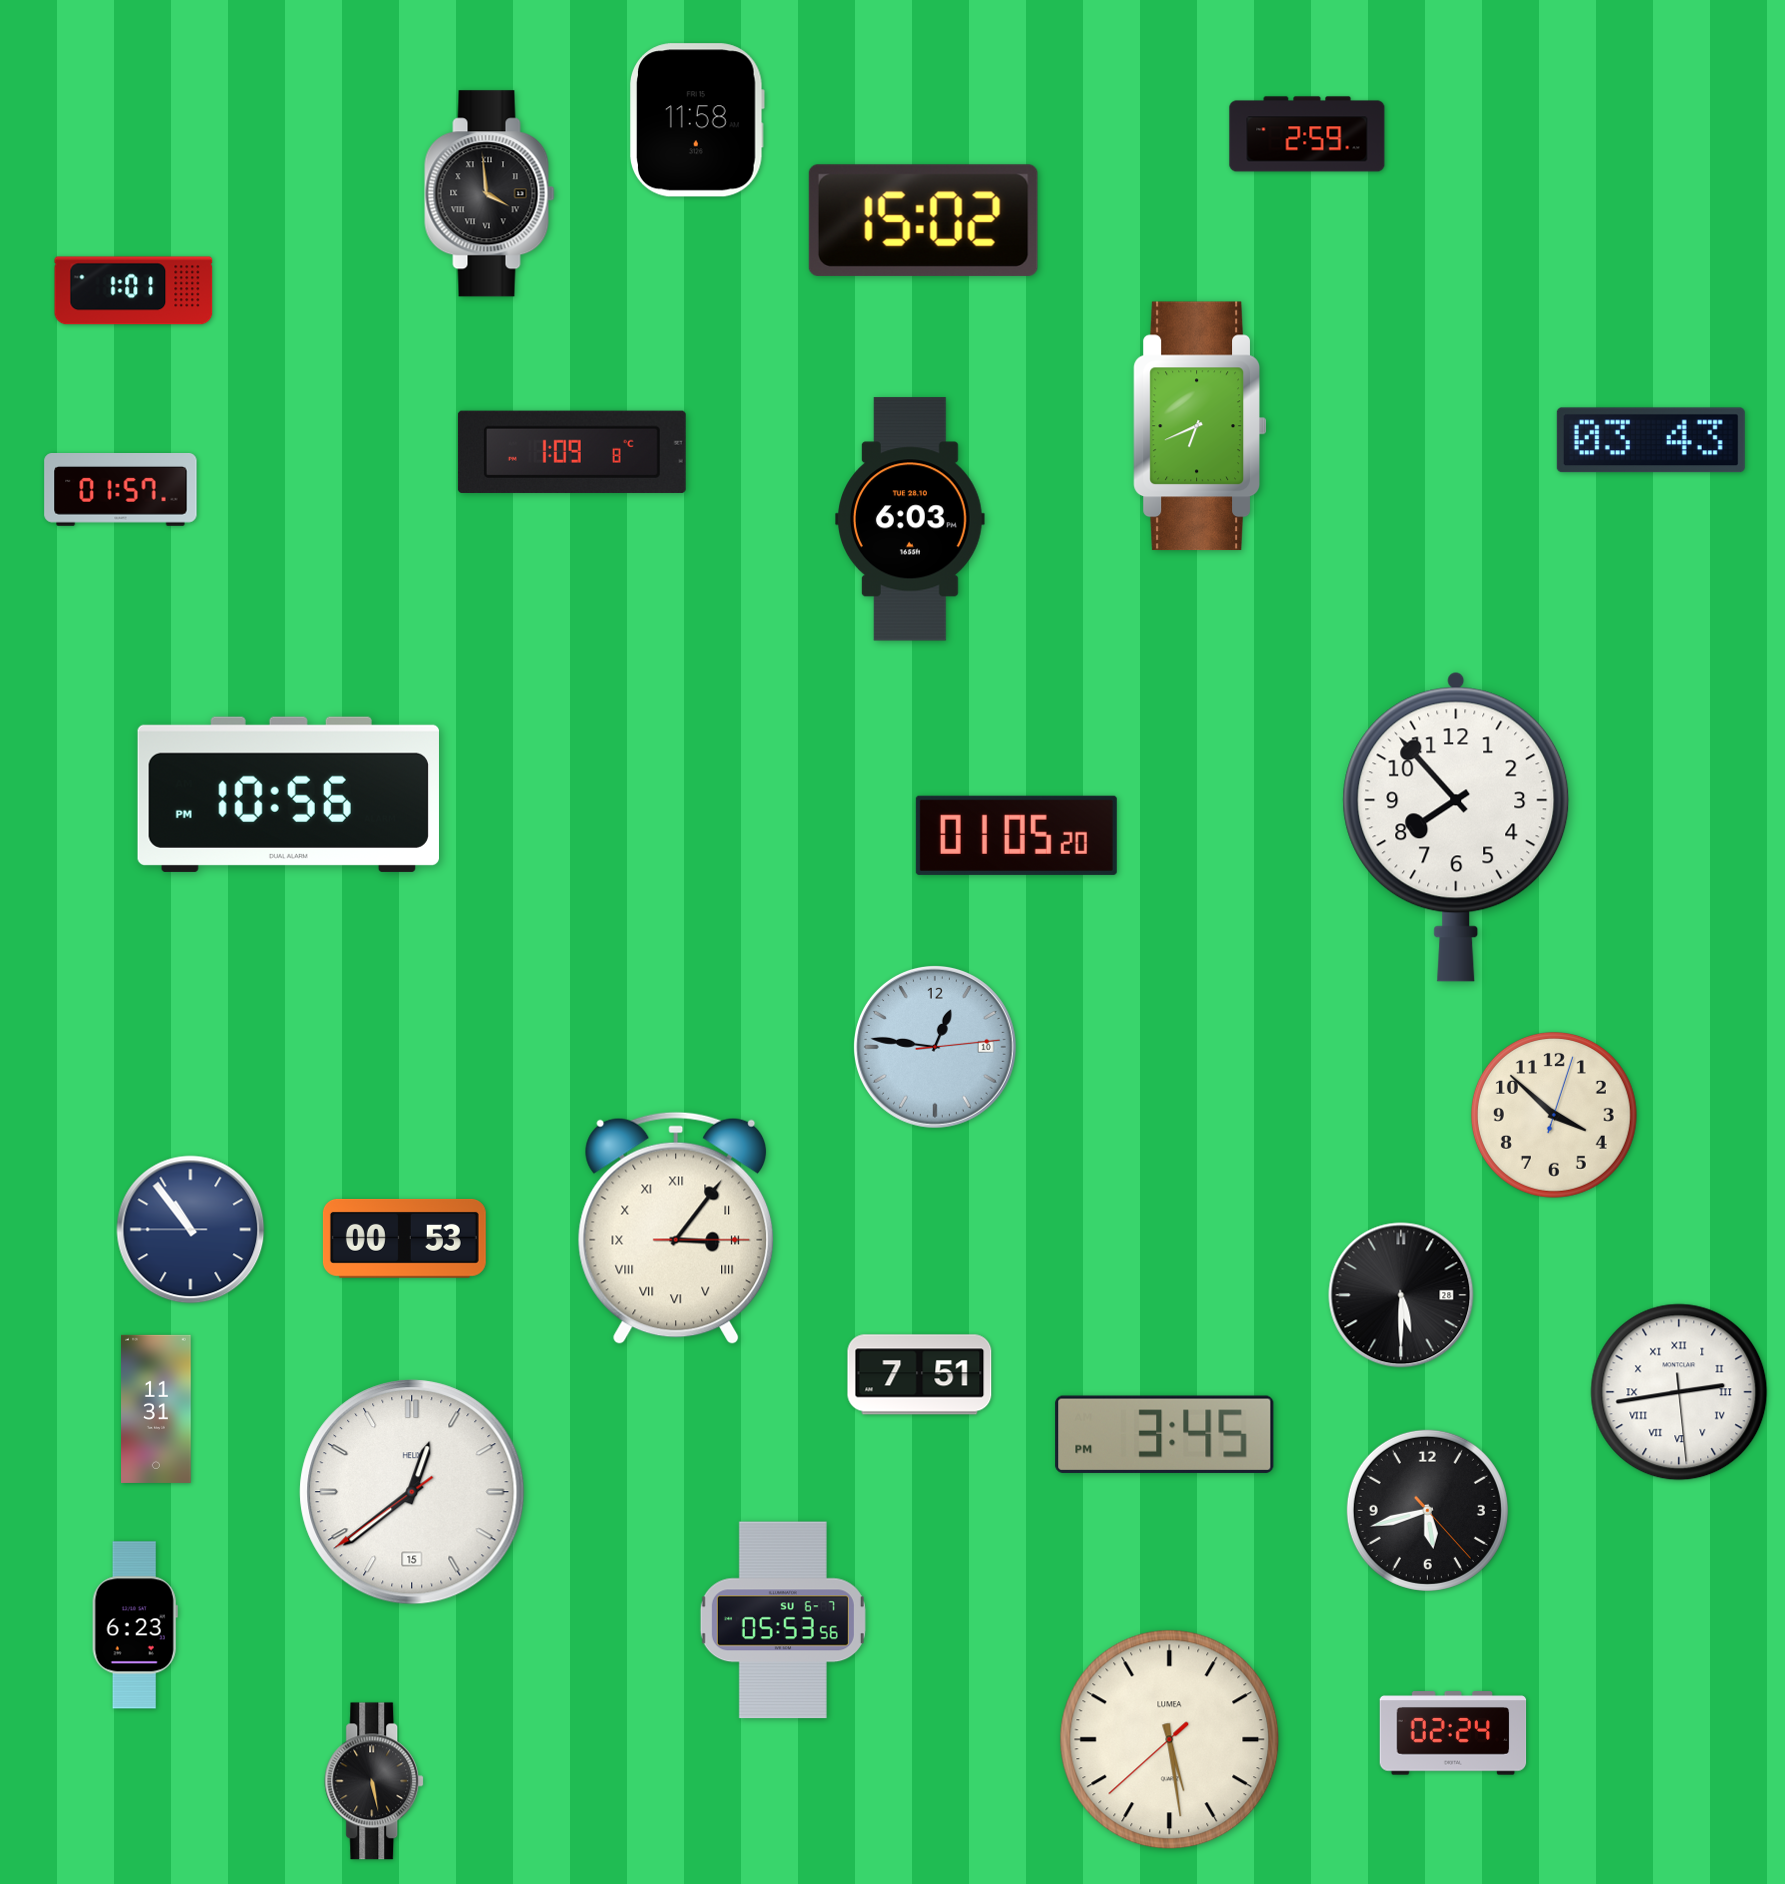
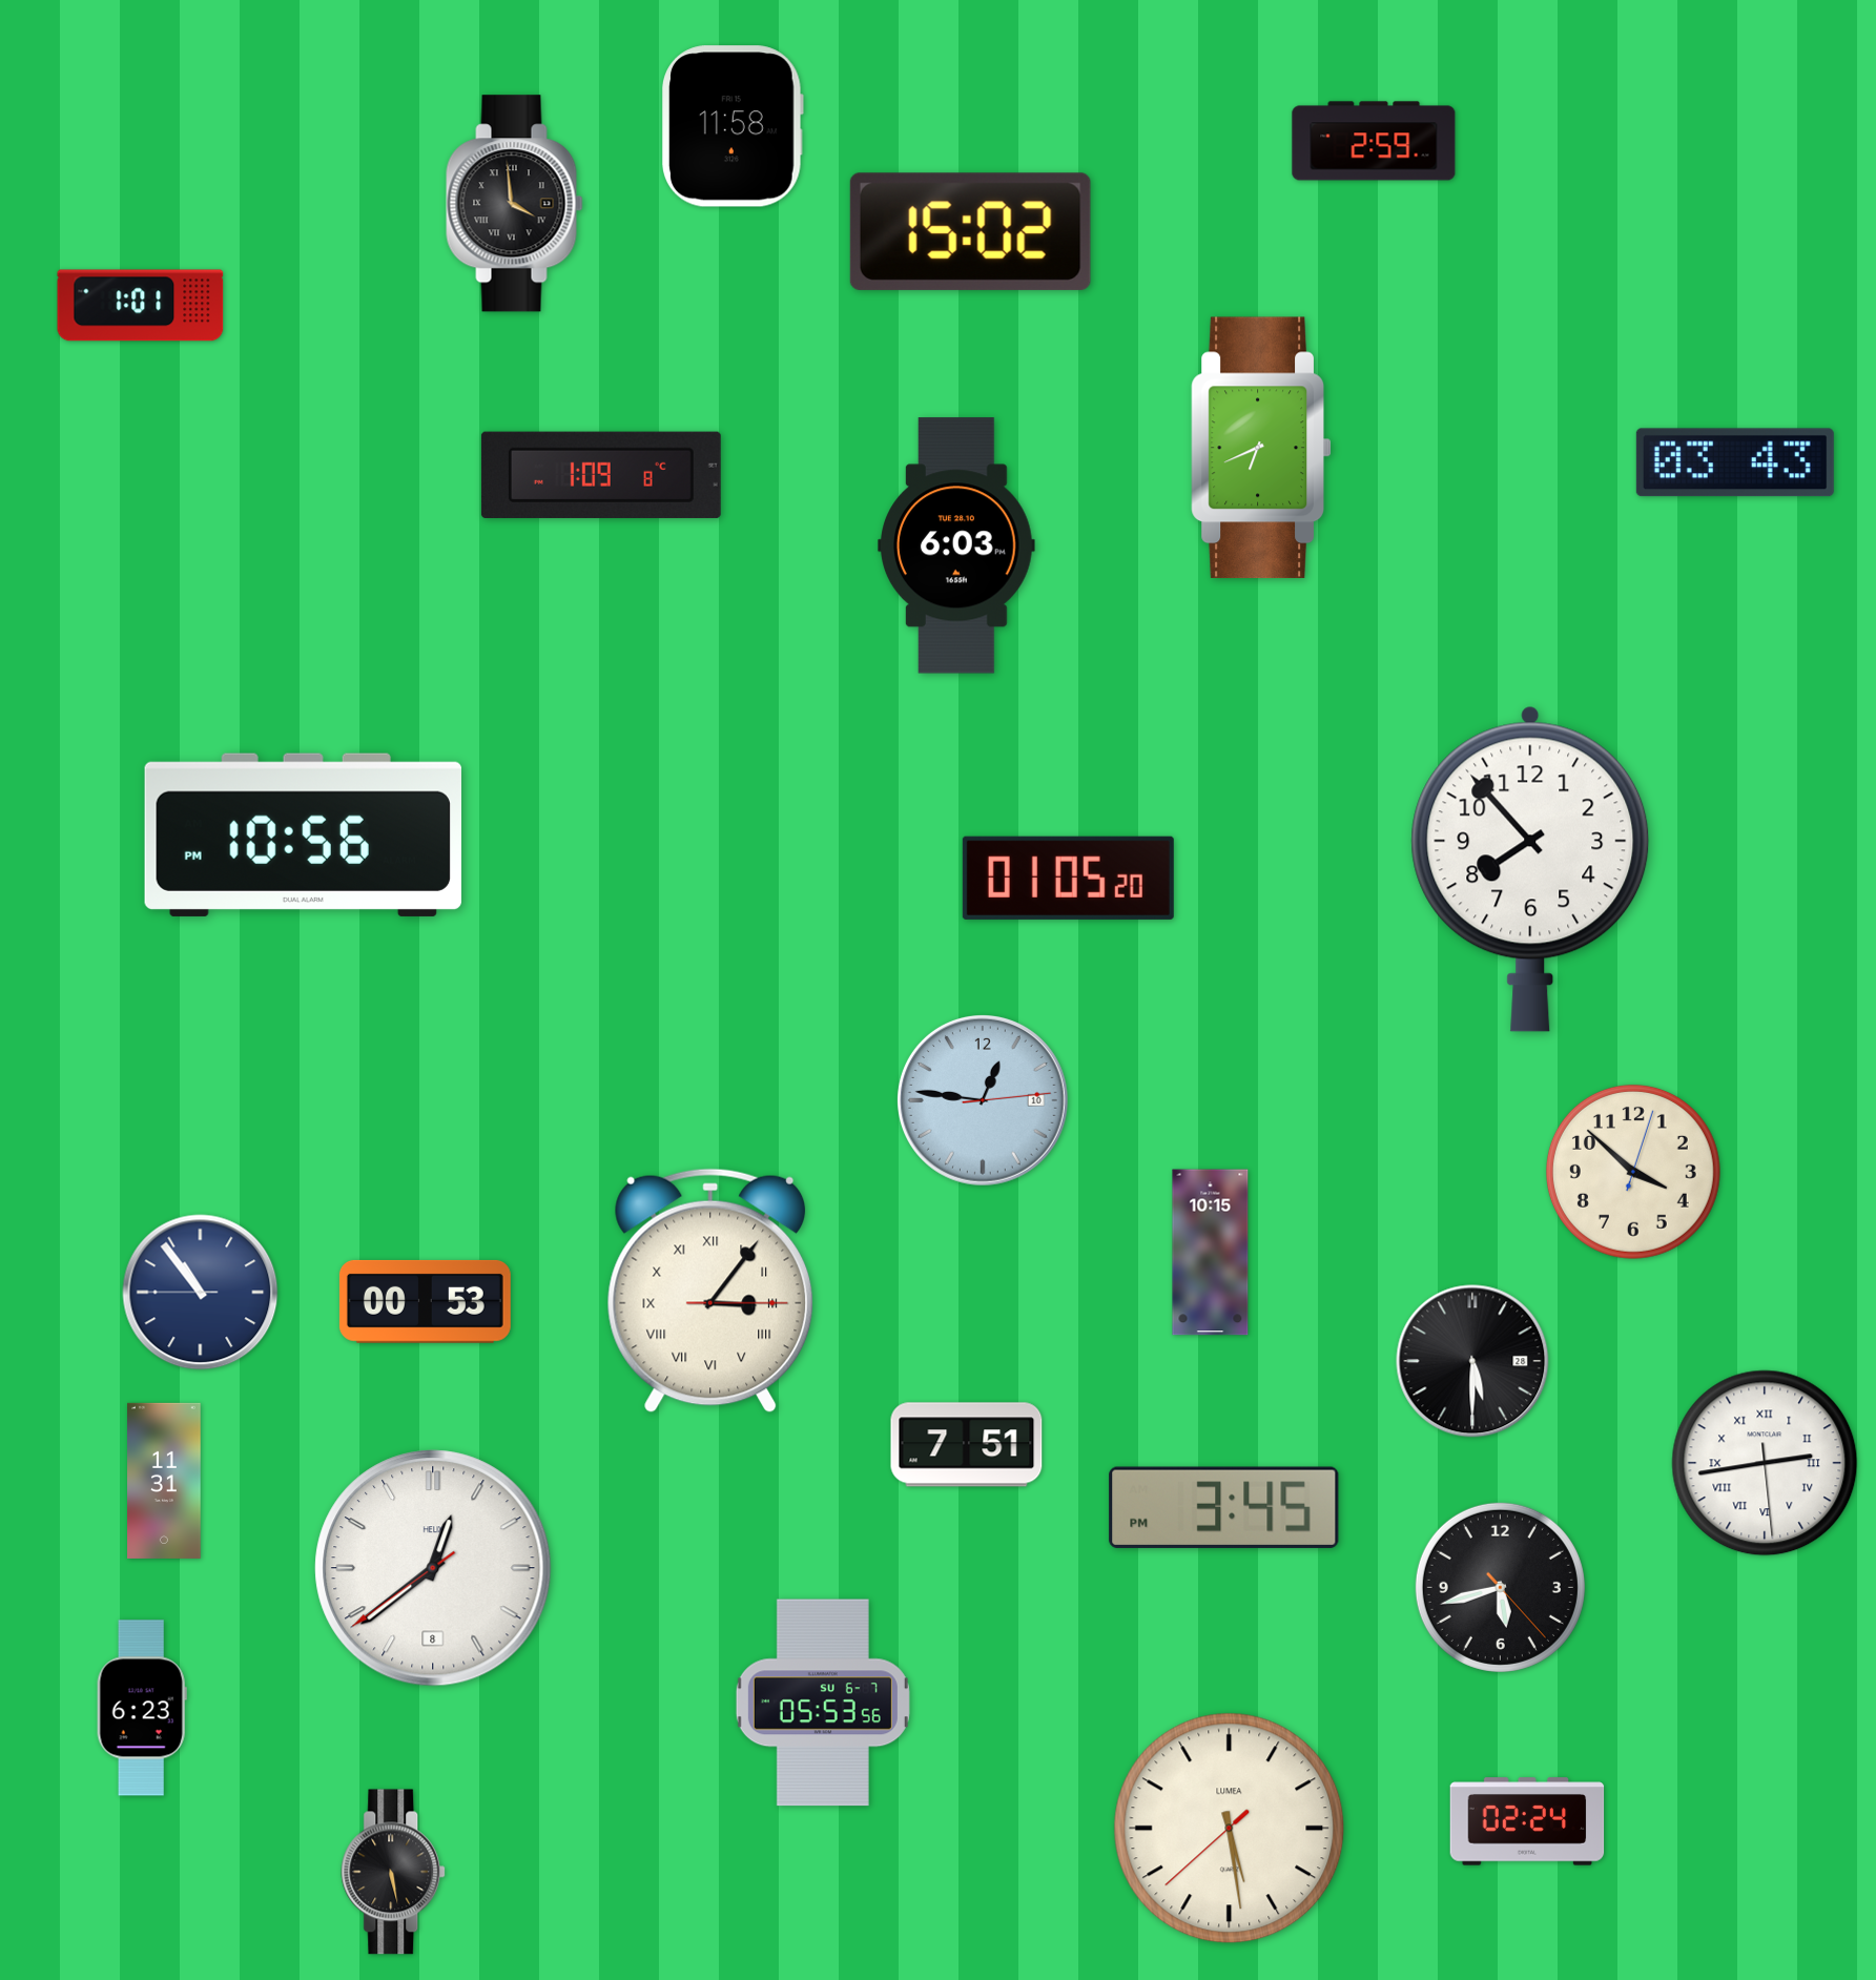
clock at (121, 490): 01:57 -> none
clock at (1211, 1253): none -> 10:15
clock at (412, 1492) date: 15 -> 8
